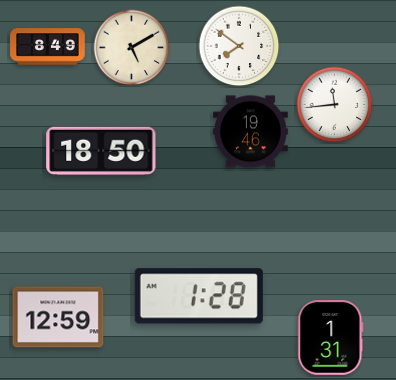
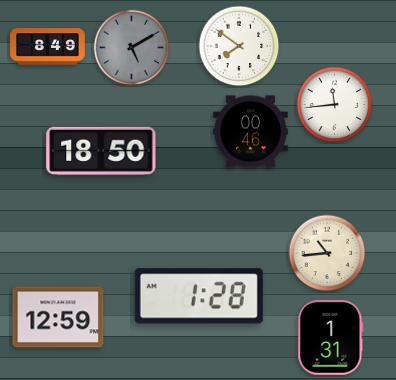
clock at (132, 48) dial: cream -> grey
clock at (251, 132): 19:46 -> 00:46
clock at (327, 253): none -> 10:44
